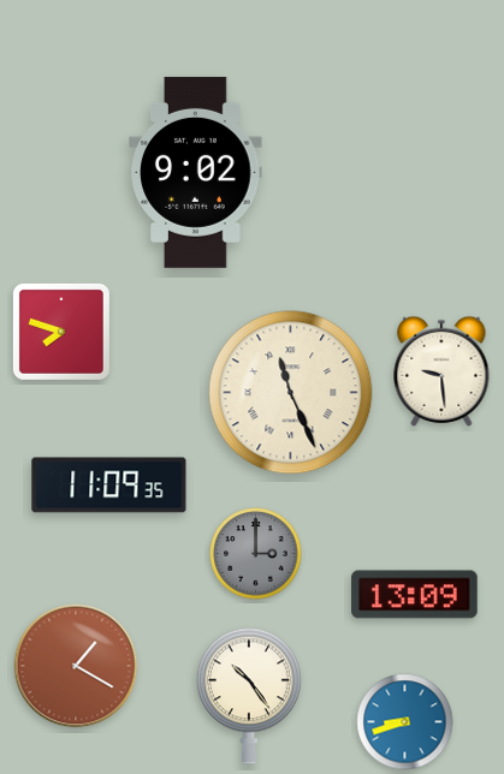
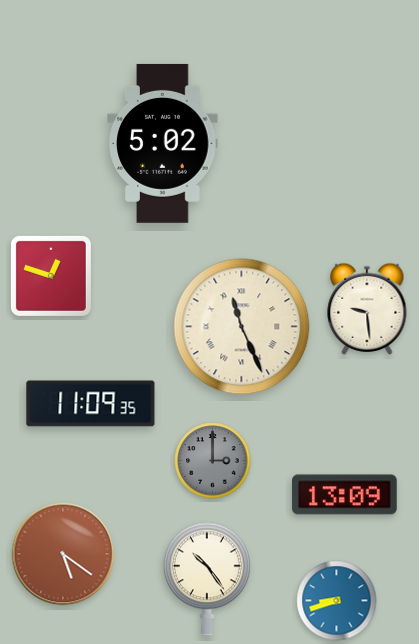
clock at (196, 172): 9:02 -> 5:02
clock at (61, 332): 7:48 -> 12:48
clock at (76, 666): 1:20 -> 5:21
